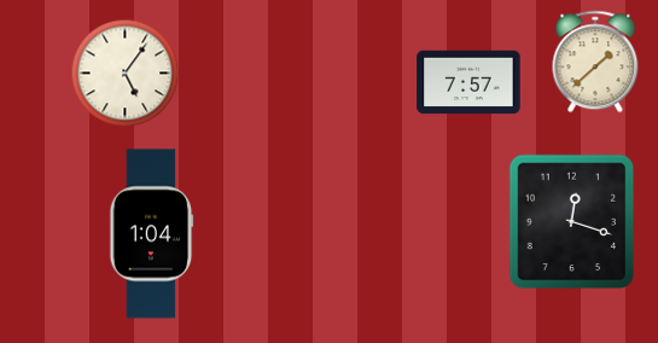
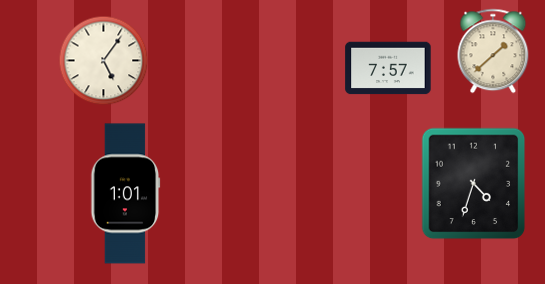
clock at (572, 222): 12:18 -> 4:33
clock at (152, 234): 1:04 -> 1:01
